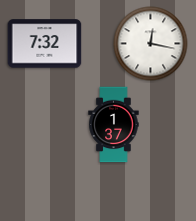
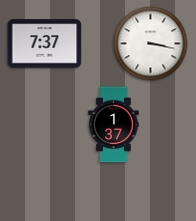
clock at (45, 44): 7:32 -> 7:37
clock at (151, 44): 12:17 -> 3:17
